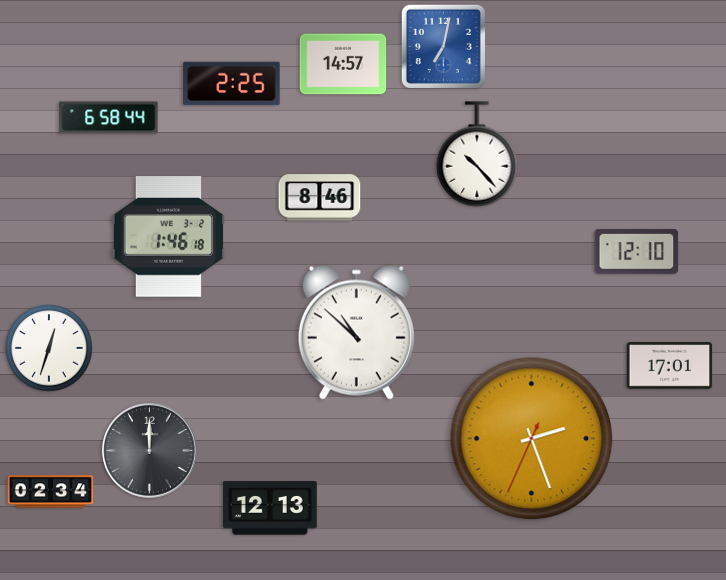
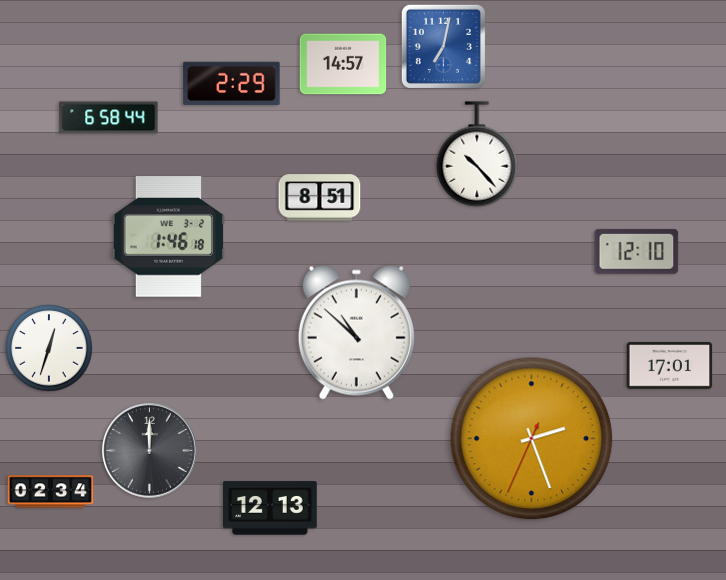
clock at (232, 84): 2:25 -> 2:29
clock at (320, 198): 8:46 -> 8:51
